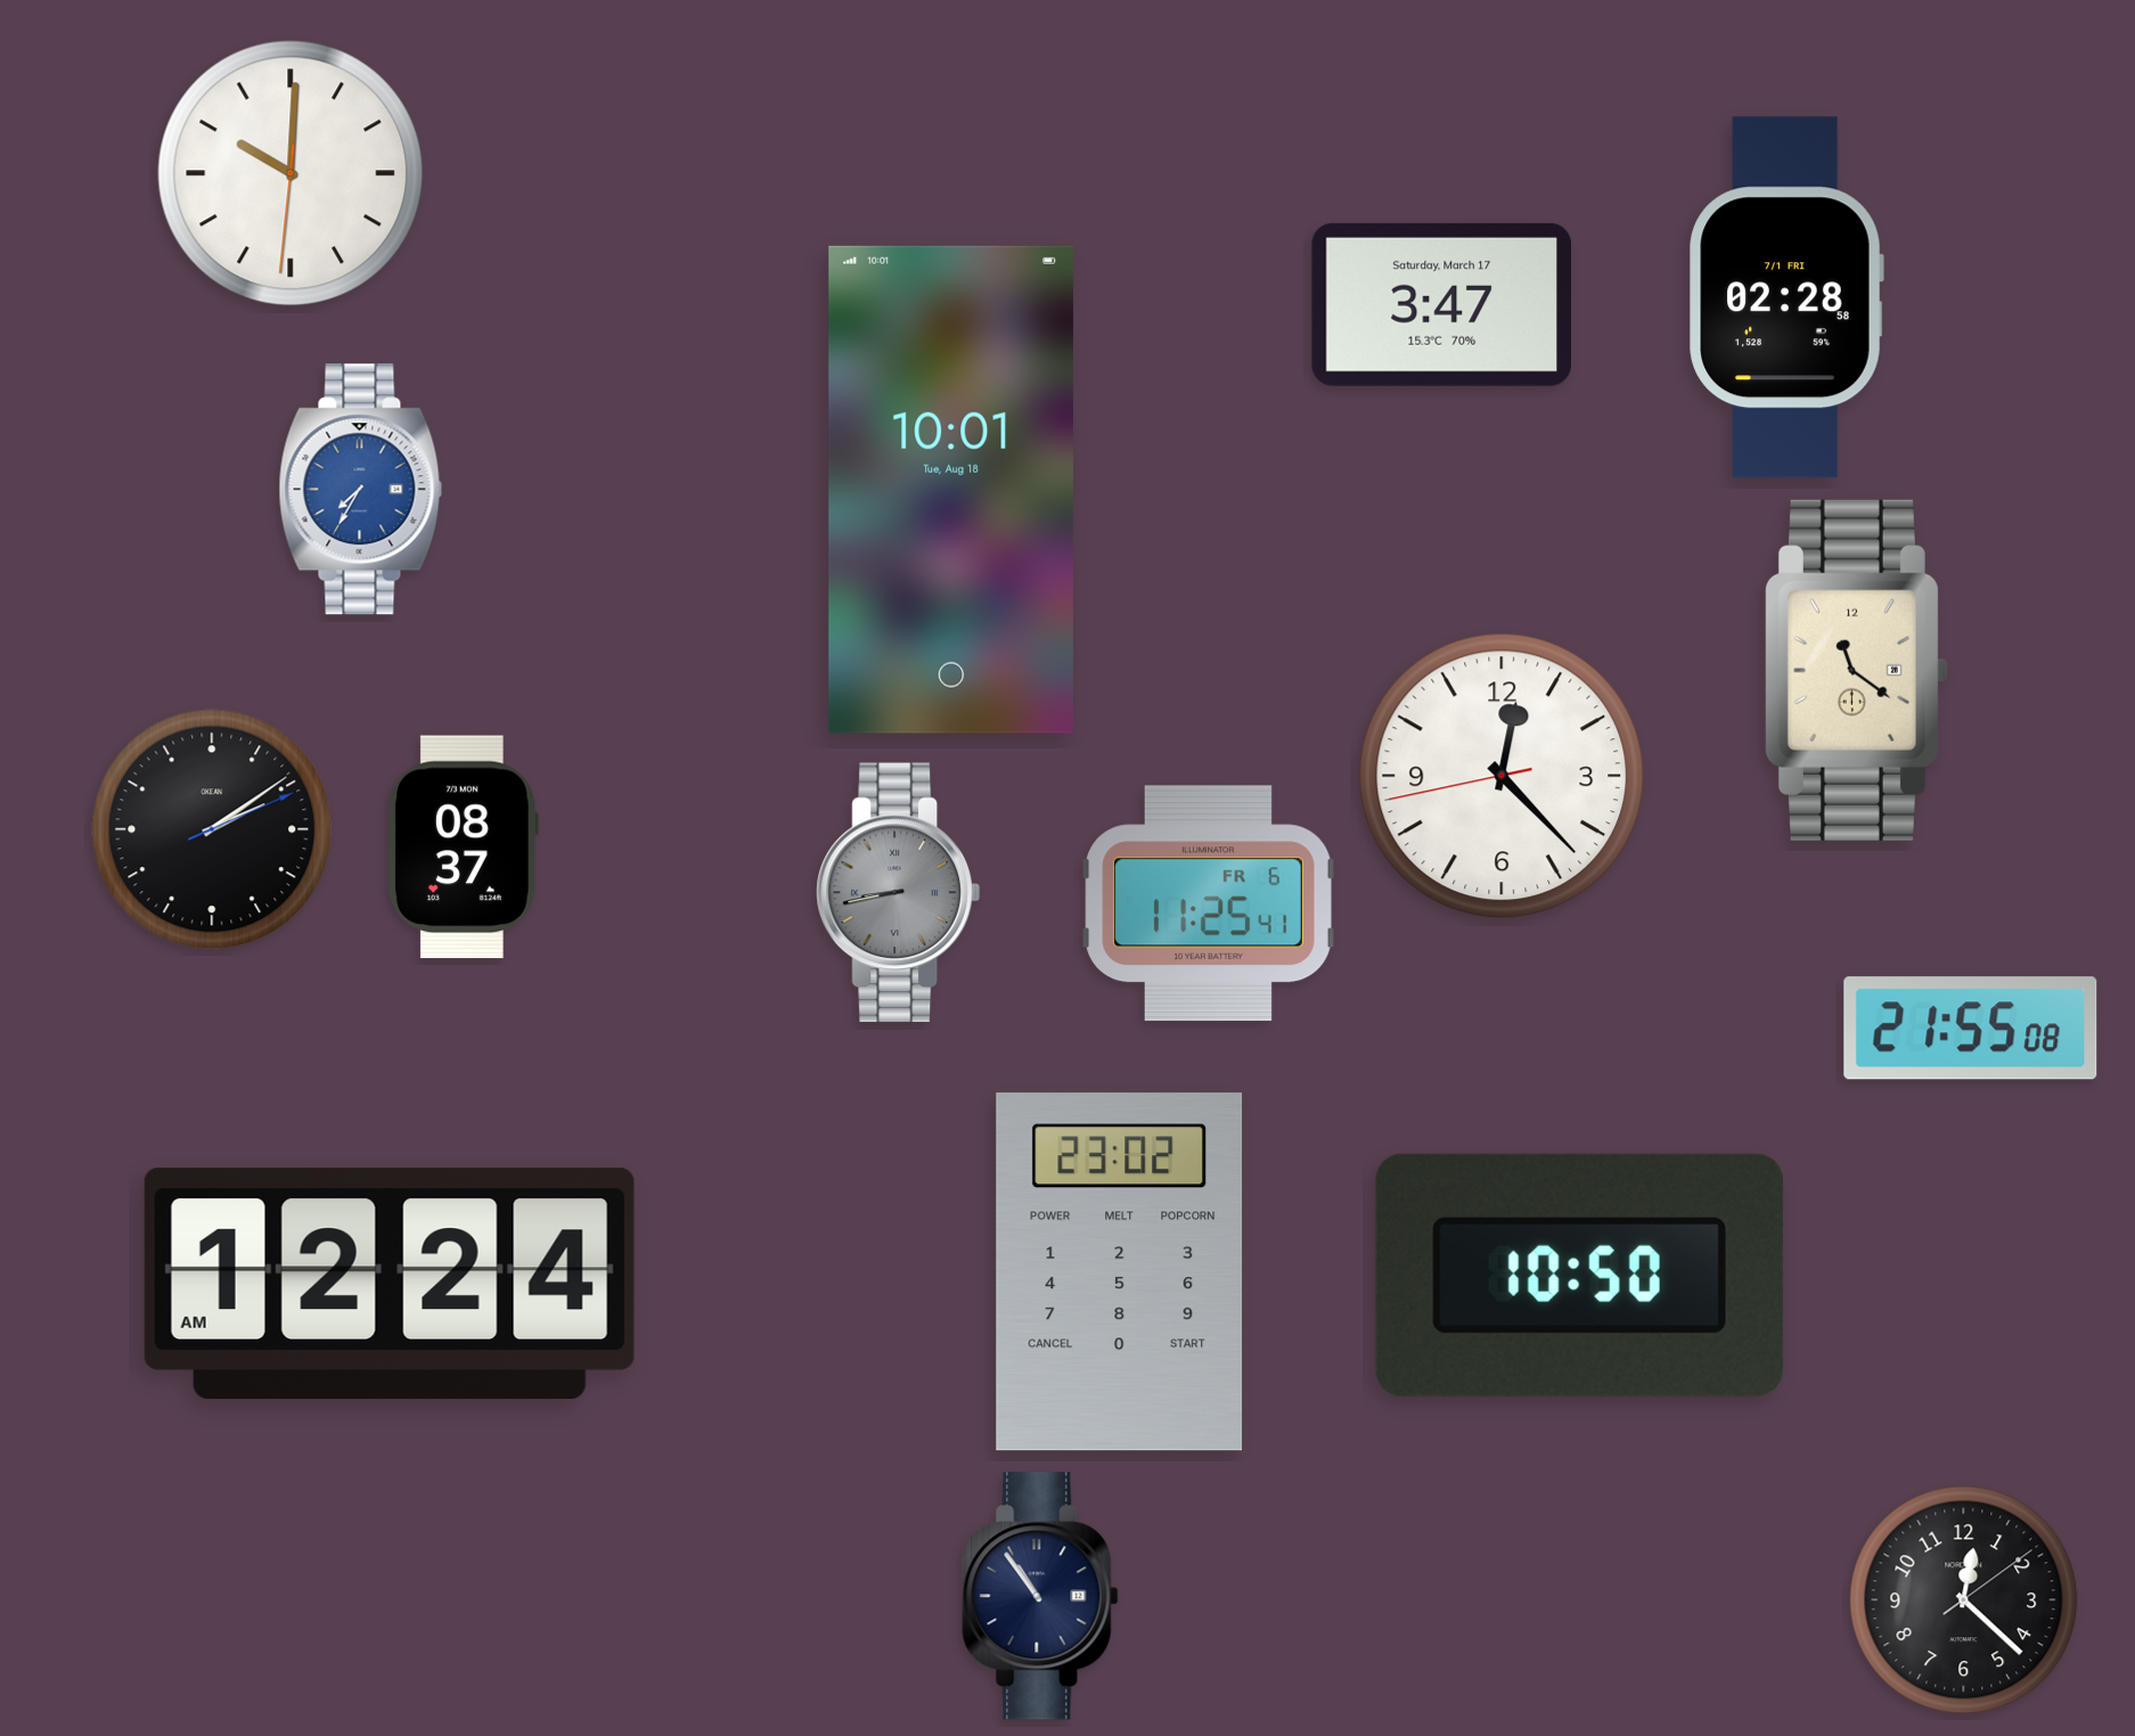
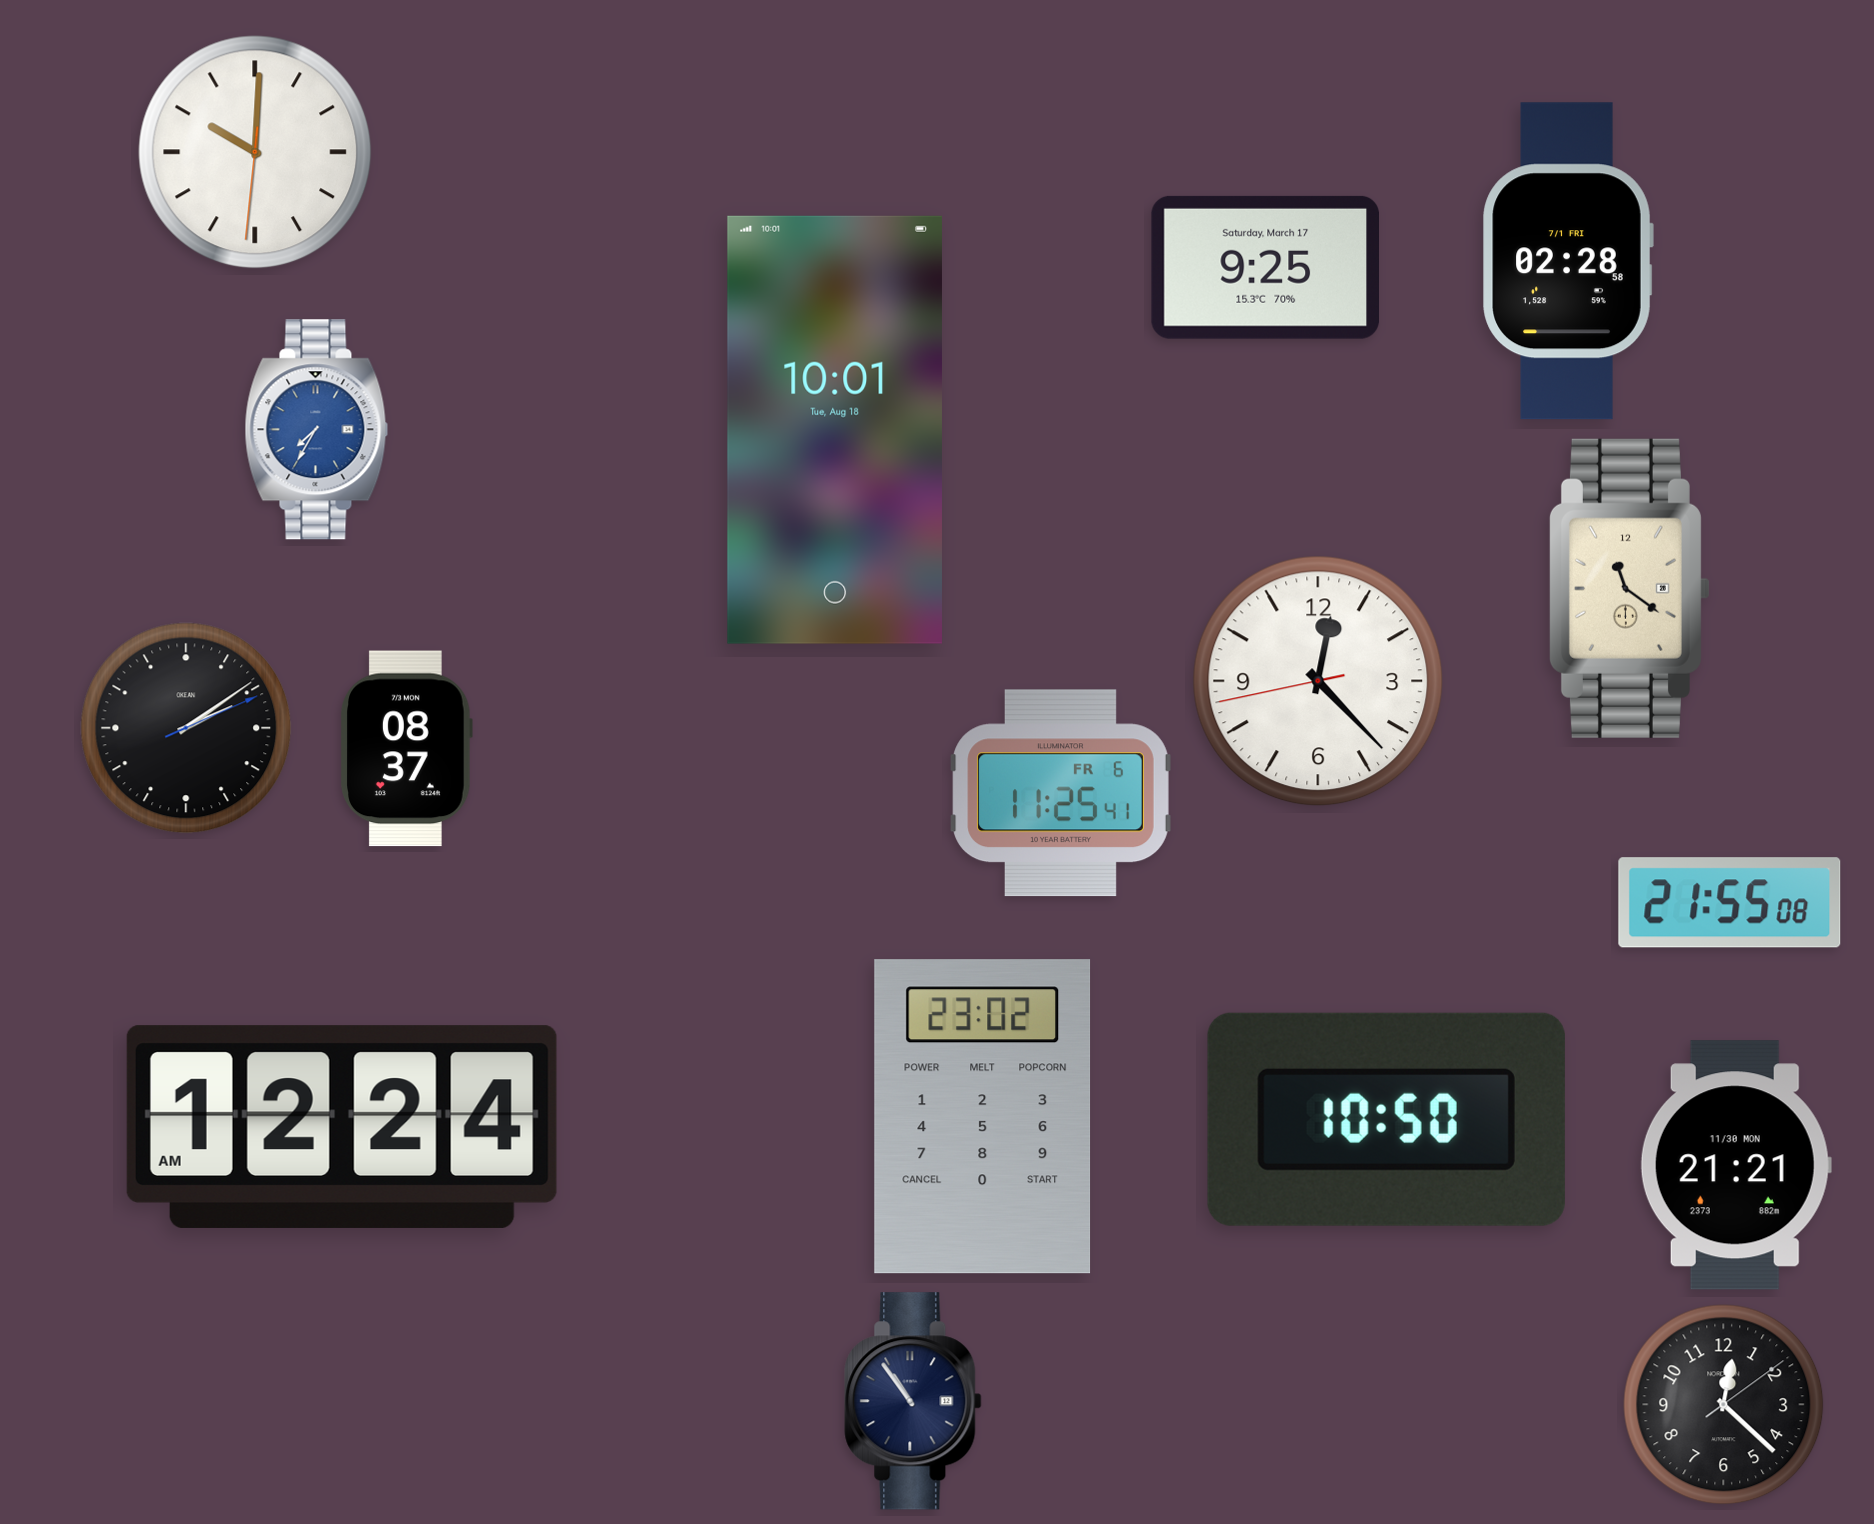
clock at (1441, 304): 3:47 -> 9:25
clock at (463, 847) position: (463, 847) -> (406, 749)
clock at (899, 893): 8:43 -> none
clock at (1736, 1165): none -> 21:21
